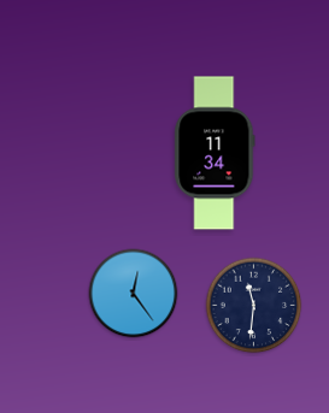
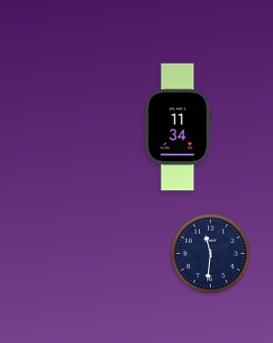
clock at (134, 294): 12:24 -> none
